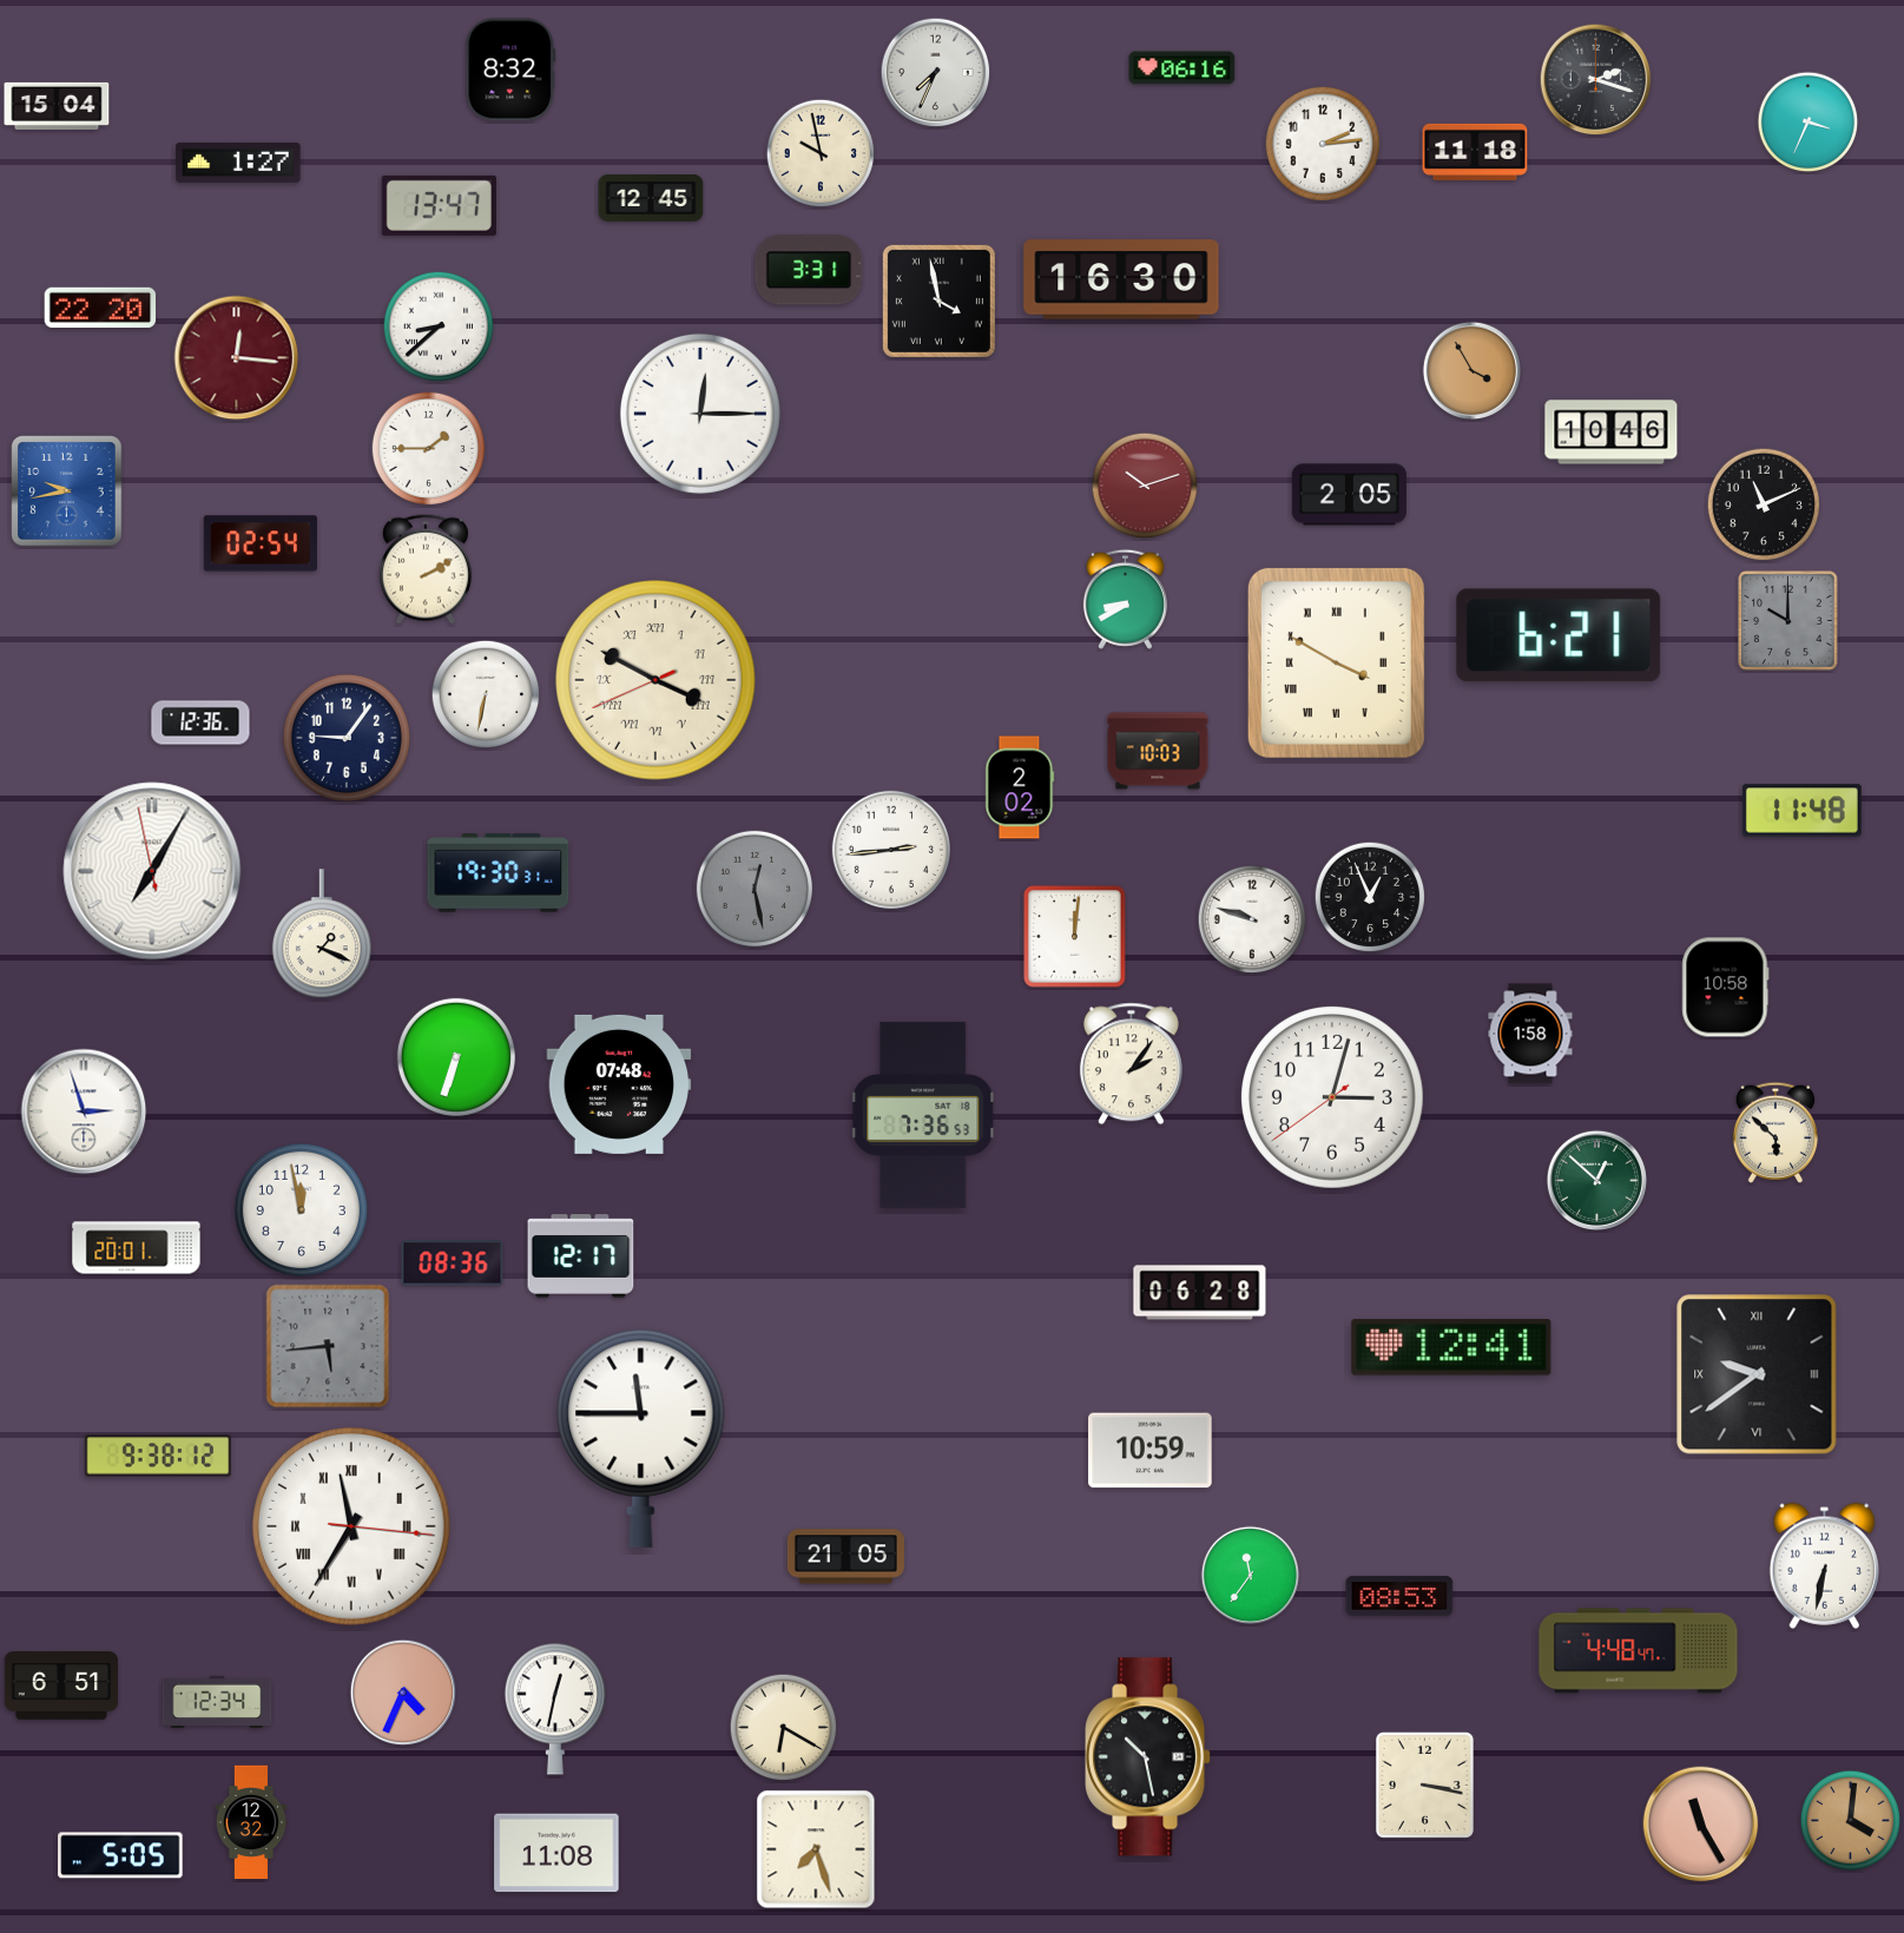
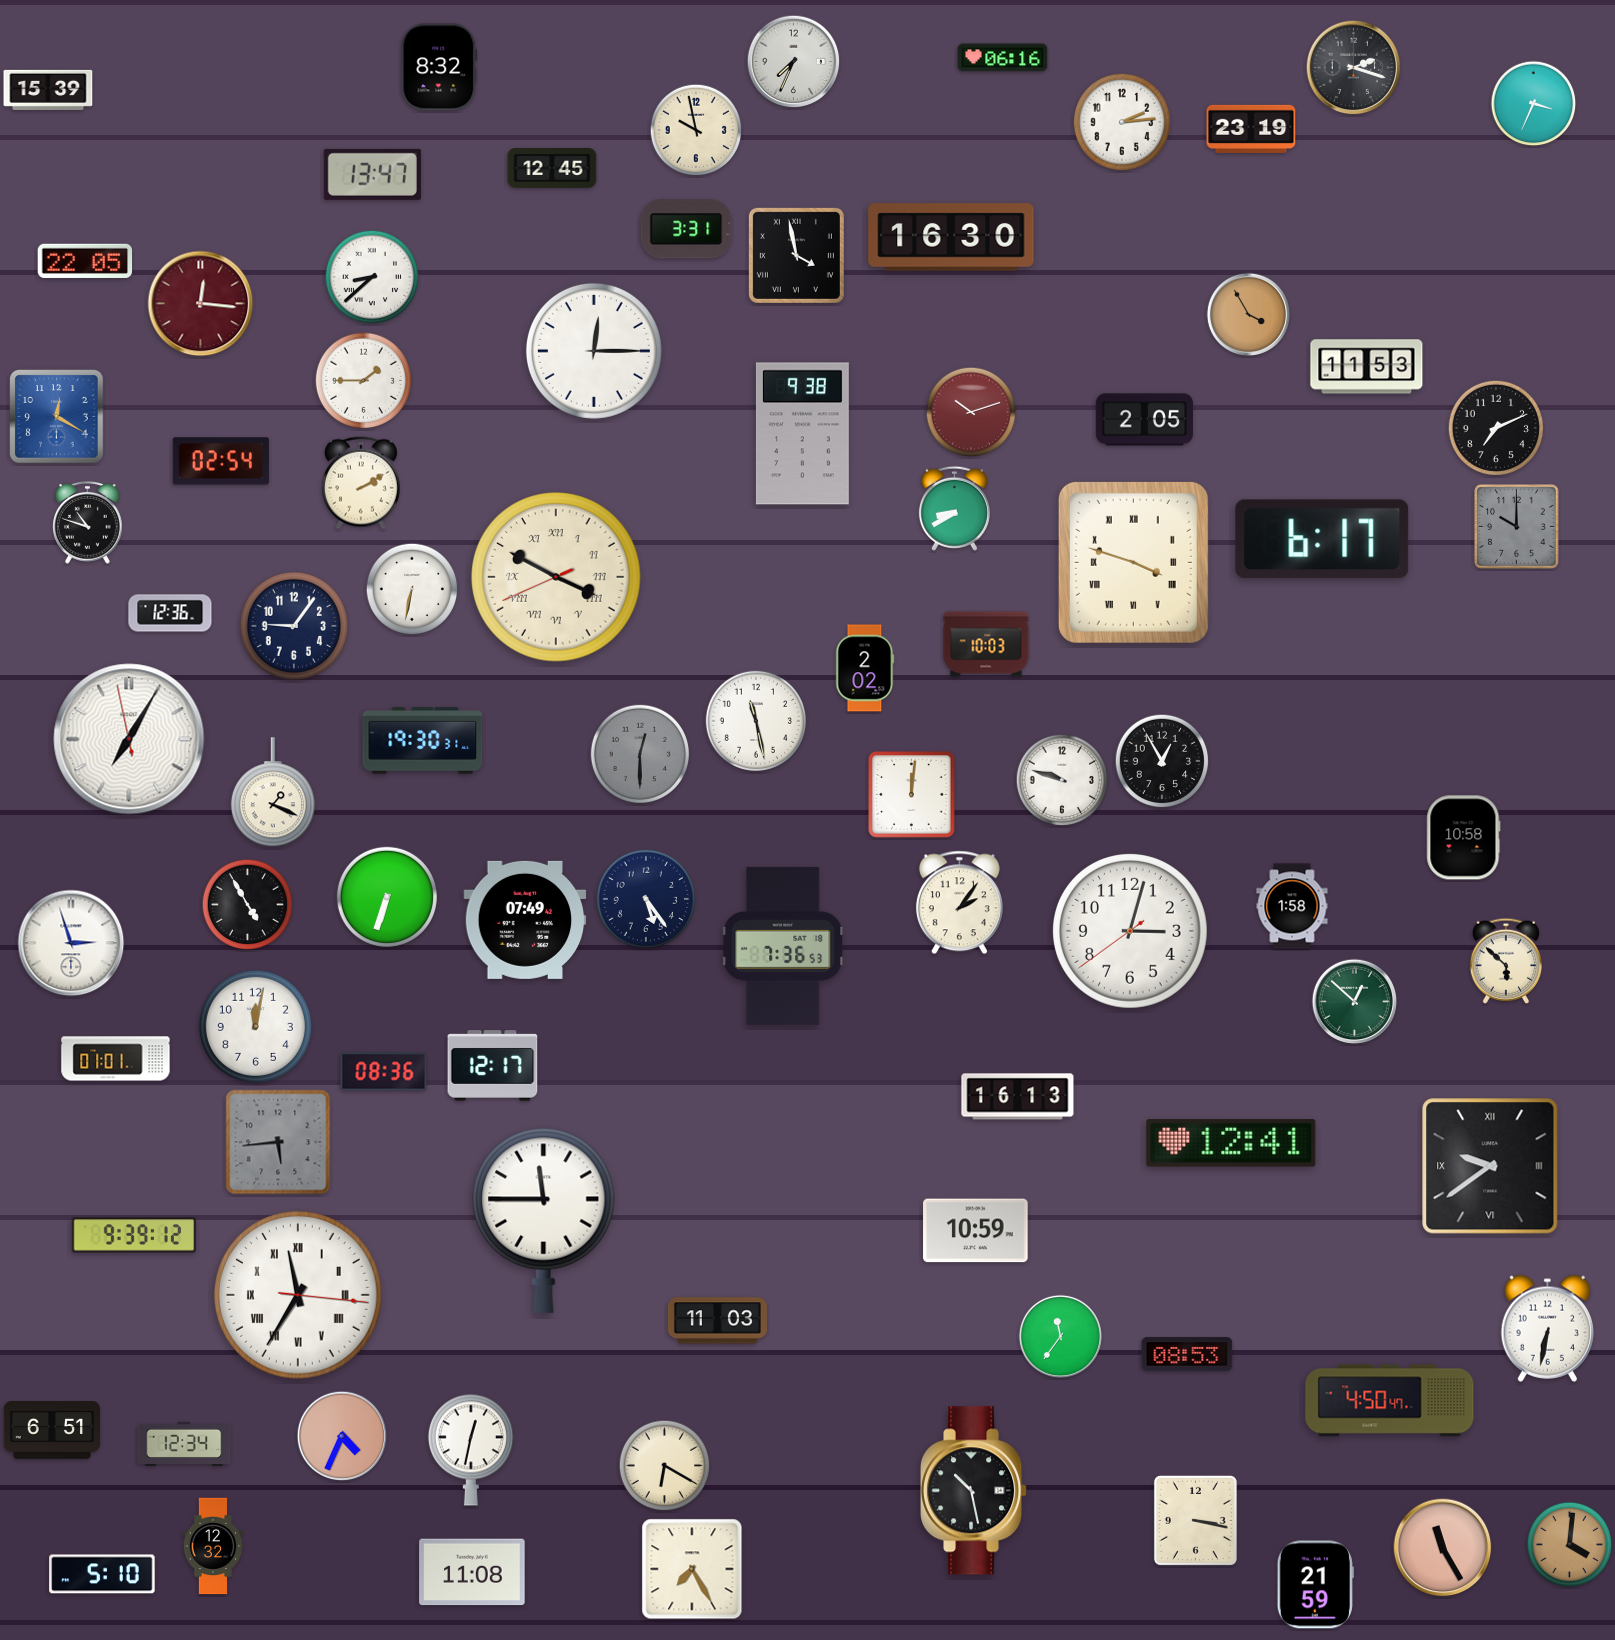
clock at (510, 70) position: (510, 70) -> (439, 67)
clock at (57, 106): 15:04 -> 15:39
clock at (1475, 152): 11:18 -> 23:19
clock at (238, 163): 1:27 -> none
clock at (100, 308): 22:20 -> 22:05
clock at (1612, 433): 10:46 -> 11:53
clock at (67, 492): 9:43 -> 12:20
clock at (1764, 504): 11:11 -> 7:11
clock at (802, 434): none -> 9:38
clock at (88, 522): none -> 10:48
clock at (1559, 635): 6:21 -> 6:17
clock at (1336, 662): 3:50 -> 3:48
clock at (1158, 751) position: (1158, 751) -> (986, 644)
clock at (1801, 811): 11:48 -> none
clock at (891, 850): 2:44 -> 11:28
clock at (753, 888): 12:28 -> 12:30
clock at (1370, 897): 12:56 -> 12:55
clock at (1530, 1034) position: (1530, 1034) -> (1292, 906)
clock at (645, 898): none -> 5:24
clock at (248, 905): none -> 4:55
clock at (619, 1084): 07:48 -> 07:49
clock at (301, 1209): 11:58 -> 12:02
clock at (137, 1248): 20:01 -> 01:01
clock at (1200, 1293): 06:28 -> 16:13
clock at (158, 1456): 9:38 -> 9:39
clock at (845, 1557): 21:05 -> 11:03
clock at (1639, 1651): 4:48 -> 4:50
clock at (1424, 1784) position: (1424, 1784) -> (1195, 1520)
clock at (816, 1849): 7:27 -> 7:25
clock at (120, 1855): 5:05 -> 5:10
clock at (1315, 1585): none -> 21:59
